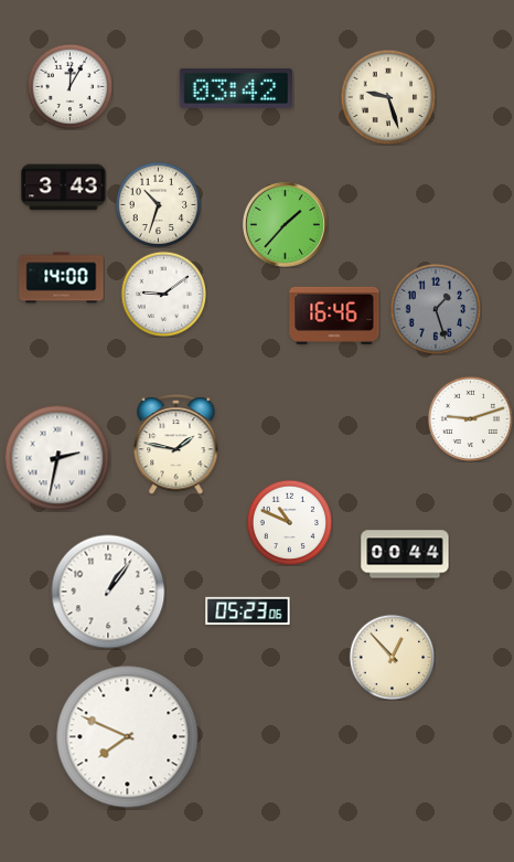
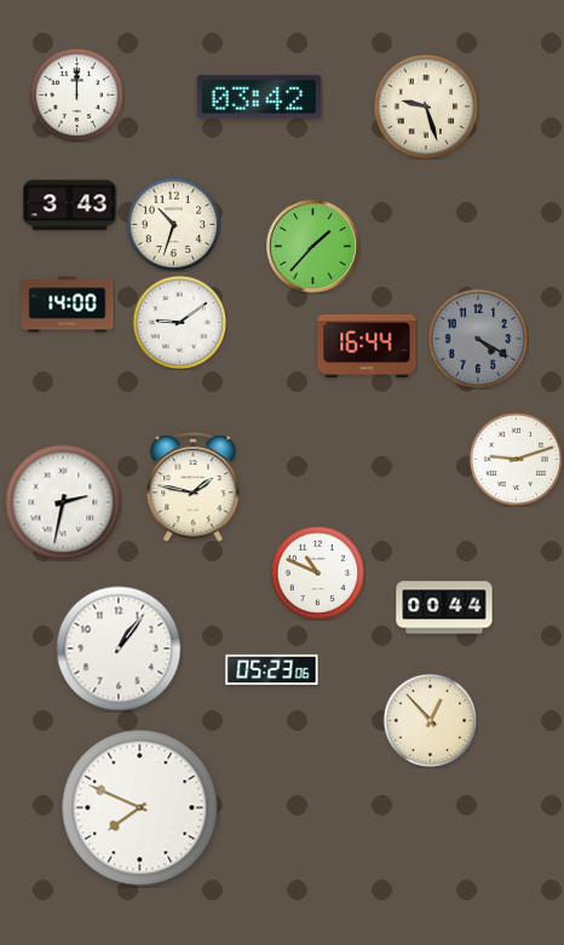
clock at (69, 86): 12:05 -> 12:00
clock at (436, 309): 1:27 -> 4:20
clock at (334, 316): 16:46 -> 16:44
